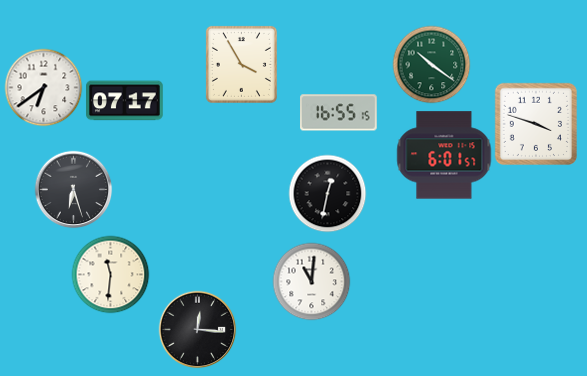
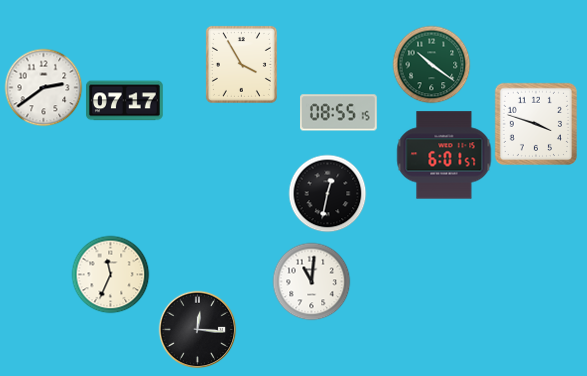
clock at (43, 87): 6:39 -> 2:39
clock at (339, 113): 16:55 -> 08:55
clock at (73, 189): 6:27 -> none
clock at (110, 274): 11:31 -> 11:34
